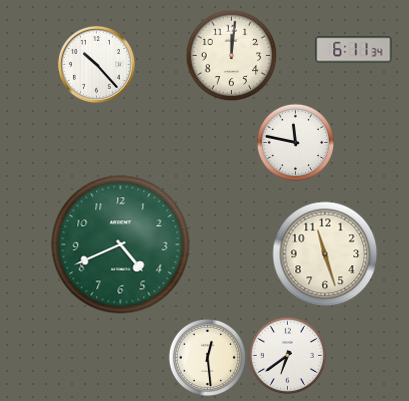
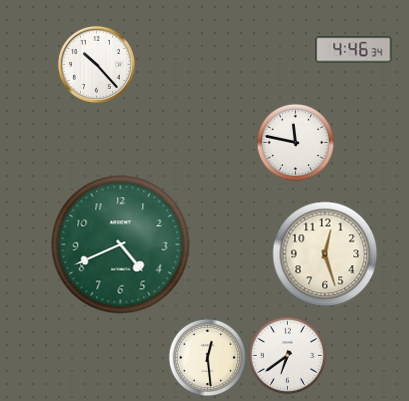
clock at (354, 50): 6:11 -> 4:46
clock at (231, 55): 12:01 -> none
clock at (325, 254): 11:27 -> 12:27
